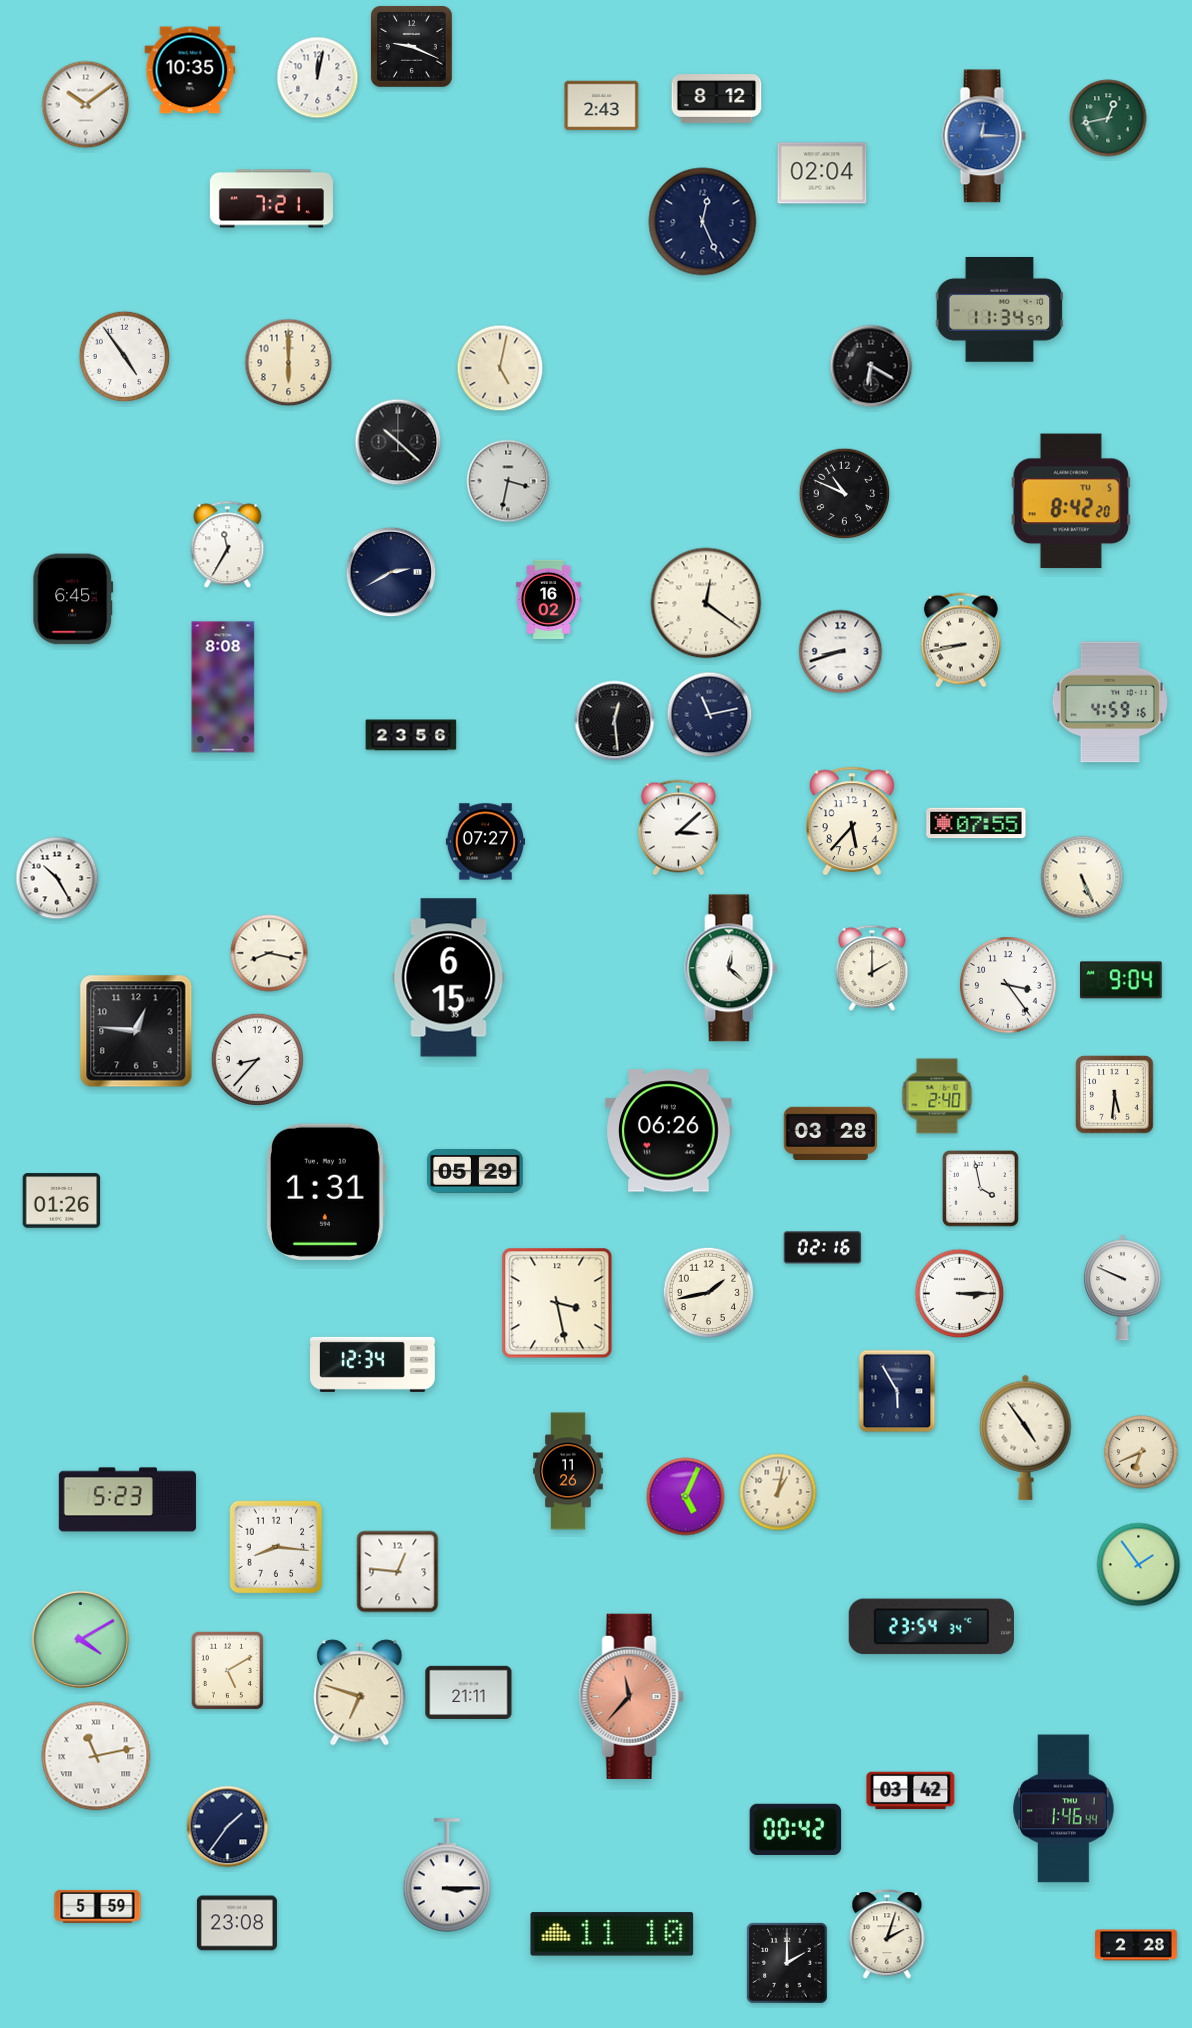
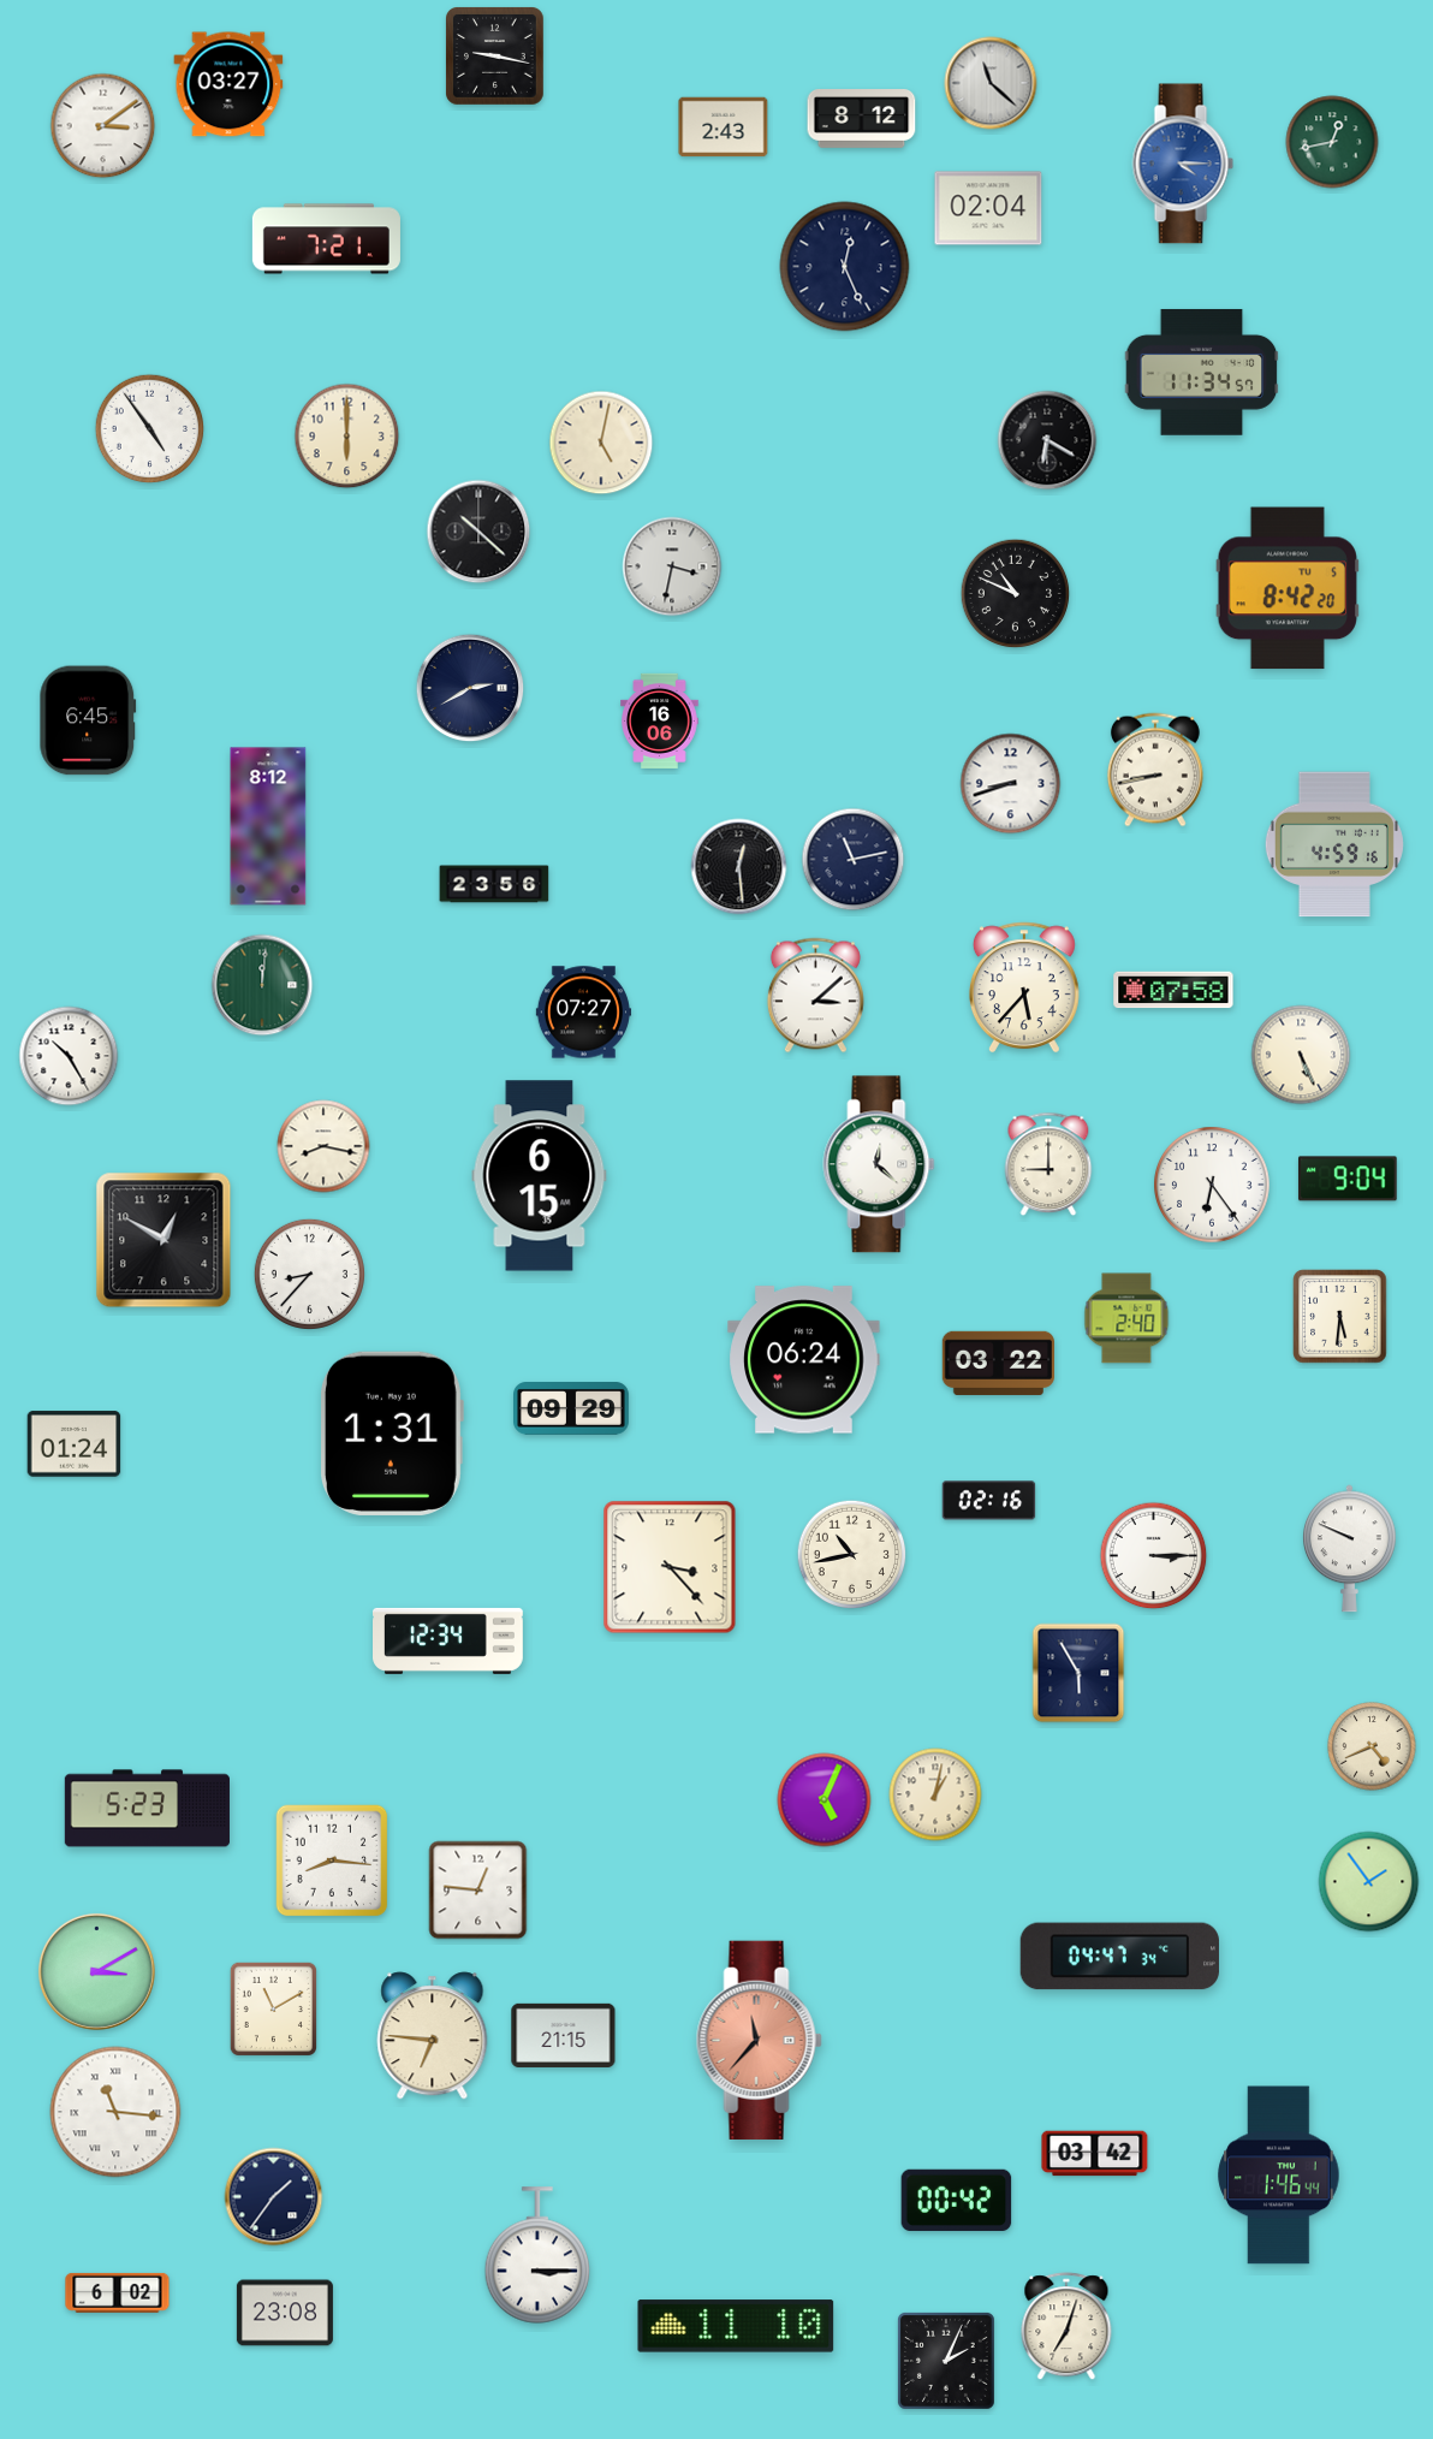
clock at (412, 47): 9:19 -> 9:17
clock at (991, 83): none -> 11:22
clock at (190, 70): 10:35 -> 03:27
clock at (318, 78): 12:02 -> none
clock at (86, 105): 10:09 -> 3:09
clock at (984, 136): 12:15 -> 4:15
clock at (508, 481) position: (508, 481) -> (672, 566)
clock at (1071, 501) position: (1071, 501) -> (1288, 588)
clock at (228, 545): 11:35 -> none
clock at (549, 599): 16:02 -> 16:06
clock at (706, 603): 12:21 -> none
clock at (223, 687): 8:08 -> 8:12
clock at (262, 985): none -> 12:01
clock at (976, 823): 07:55 -> 07:58
clock at (872, 968): 2:00 -> 9:00
clock at (1009, 986): 3:24 -> 6:24
clock at (136, 1031): 12:46 -> 12:50
clock at (669, 1131): 06:26 -> 06:24
clock at (830, 1133): 03:28 -> 03:22
clock at (476, 1172): 05:29 -> 09:29
clock at (980, 1188): 3:58 -> none
clock at (62, 1201): 01:26 -> 01:24
clock at (709, 1293): 1:43 -> 10:43
clock at (557, 1303): 3:28 -> 3:23
clock at (1026, 1437): 4:54 -> none
clock at (1141, 1452): 6:41 -> 4:41
clock at (568, 1471): 11:26 -> none
clock at (127, 1500) position: (127, 1500) -> (147, 1809)
clock at (931, 1627): 23:54 -> 04:47
clock at (80, 1639): 4:10 -> 3:10
clock at (227, 1670): 5:10 -> 11:10
clock at (469, 1692): 21:11 -> 21:15
clock at (360, 1693): 6:48 -> 6:46
clock at (96, 1756): 11:13 -> 11:16
clock at (98, 1906): 5:59 -> 6:02
clock at (887, 1935): 2:03 -> 7:03
clock at (1136, 1945): 2:28 -> none
clock at (787, 1963): 2:00 -> 2:04
